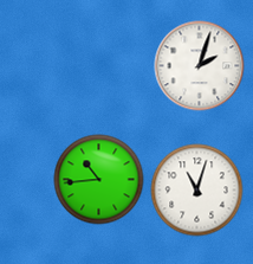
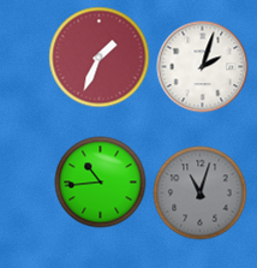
clock at (100, 58): none -> 1:34
clock at (197, 191) dial: white -> grey
